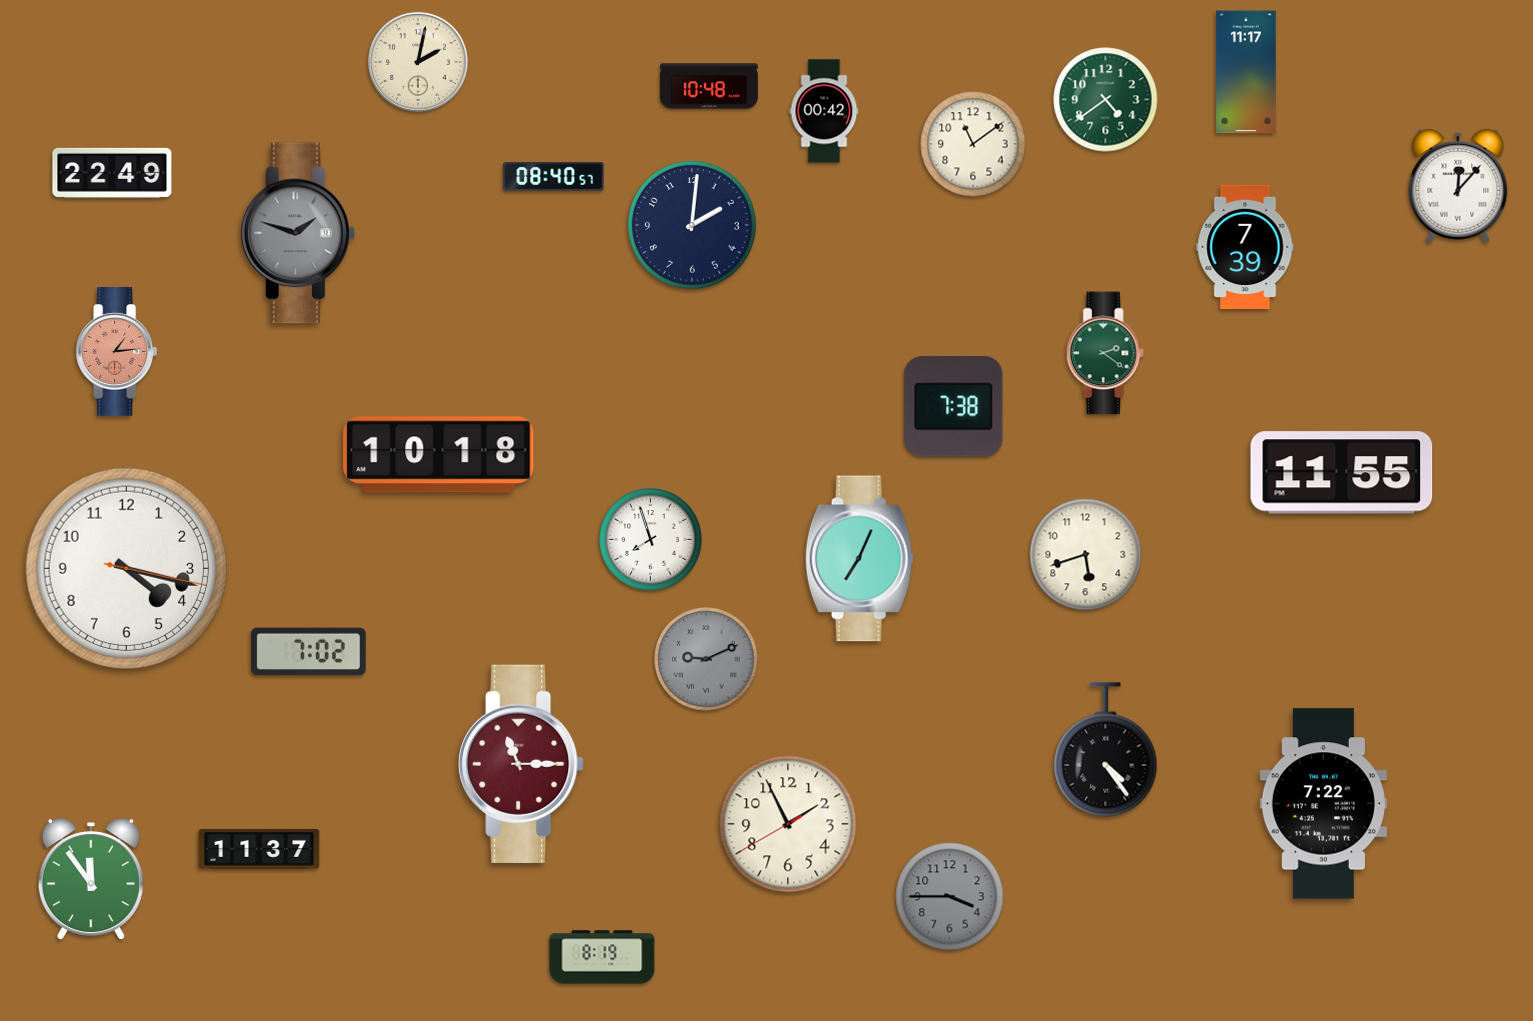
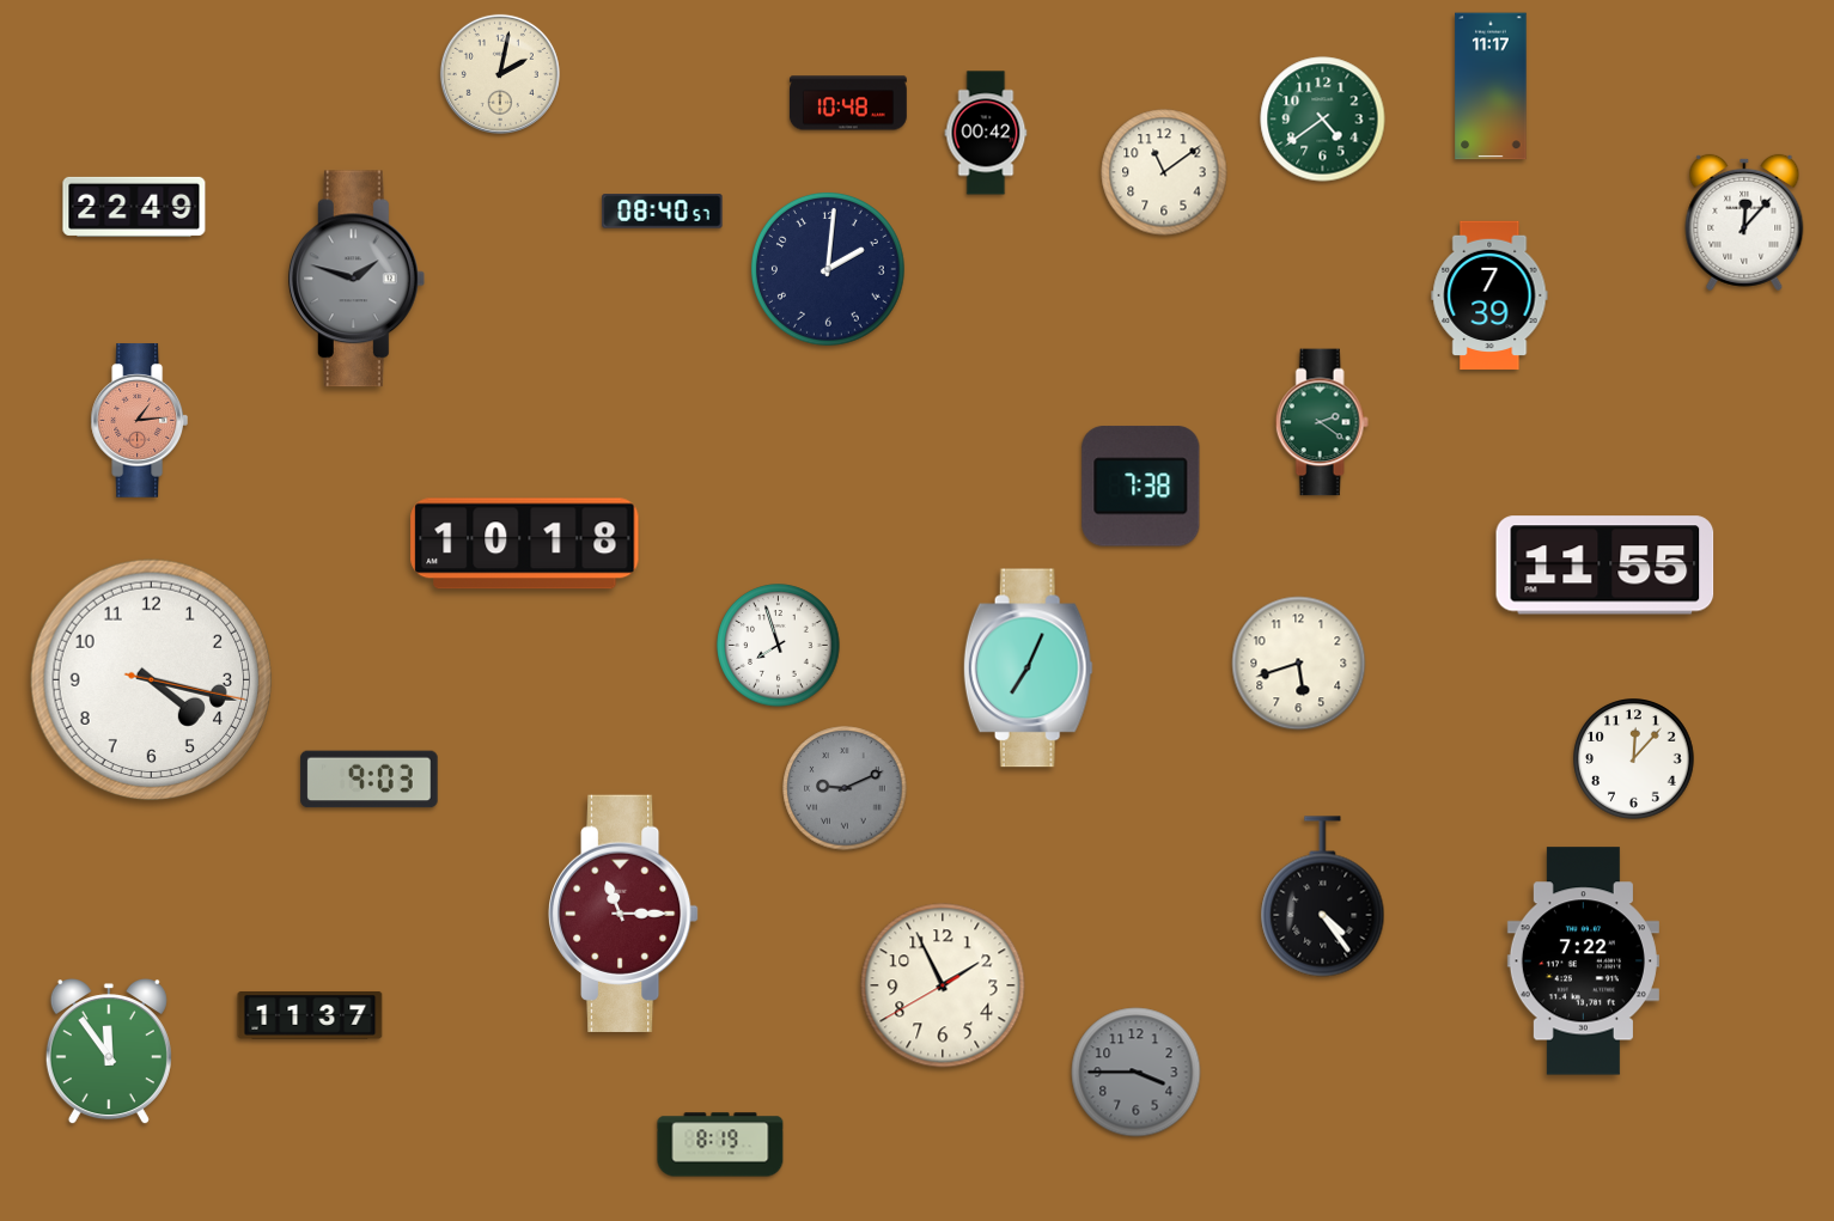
clock at (1634, 759): none -> 12:07
clock at (309, 652): 7:02 -> 9:03
